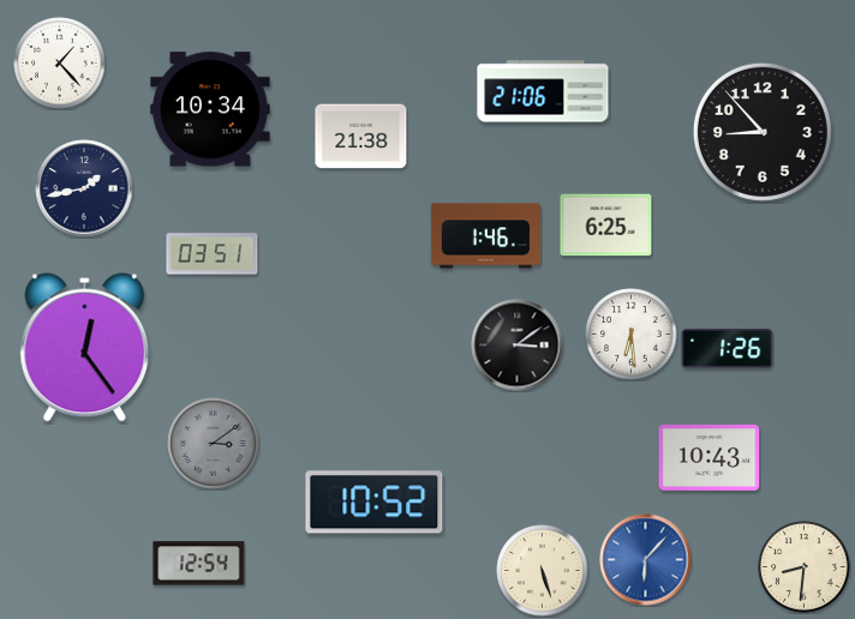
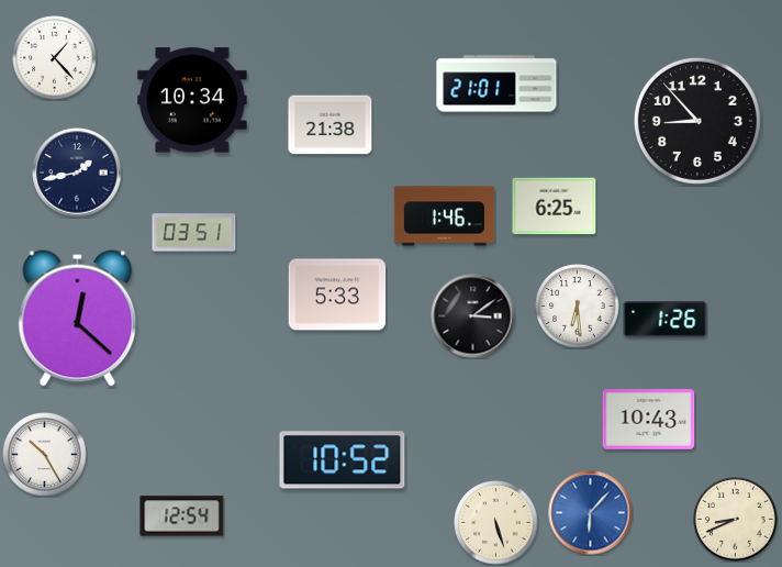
clock at (543, 91): 21:06 -> 21:01
clock at (337, 294): none -> 5:33
clock at (85, 348): 12:24 -> 12:22
clock at (214, 444): 3:09 -> none
clock at (45, 455): none -> 10:25
clock at (805, 567): 8:31 -> 8:41
